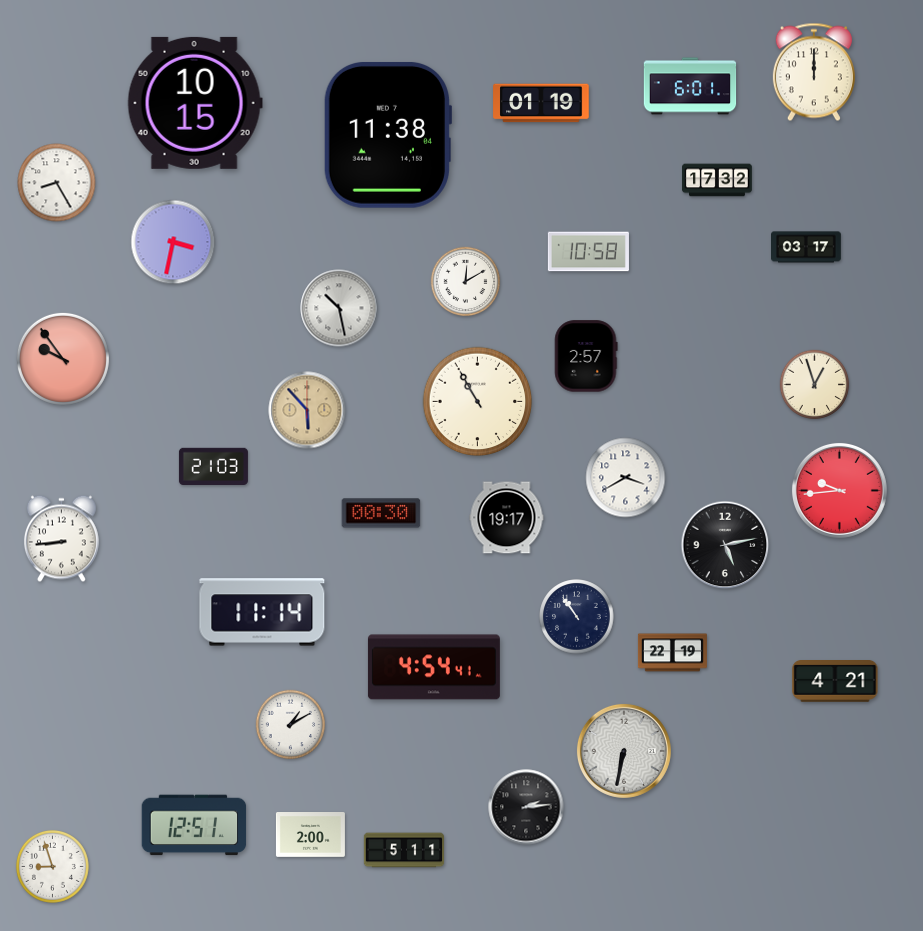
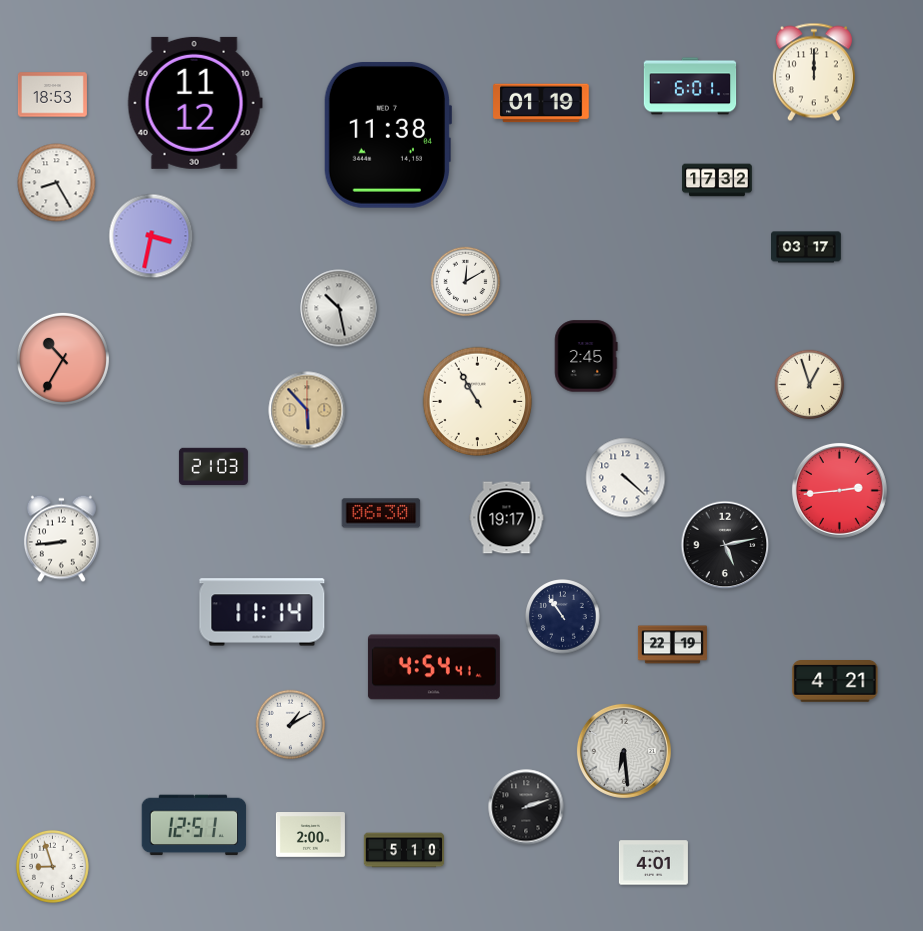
clock at (52, 95): none -> 18:53
clock at (195, 103): 10:15 -> 11:12
clock at (173, 242) position: (173, 242) -> (151, 236)
clock at (588, 252): 10:58 -> none
clock at (586, 356): 2:57 -> 2:45
clock at (63, 359): 9:54 -> 10:35
clock at (815, 385) position: (815, 385) -> (810, 385)
clock at (626, 478): 3:40 -> 4:22
clock at (839, 490): 9:44 -> 2:44
clock at (381, 513): 00:30 -> 06:30
clock at (577, 617) position: (577, 617) -> (563, 617)
clock at (672, 653) position: (672, 653) -> (672, 645)
clock at (624, 751): 6:32 -> 6:29
clock at (526, 807): 2:14 -> 2:12
clock at (404, 850): 5:11 -> 5:10
clock at (653, 863): none -> 4:01
